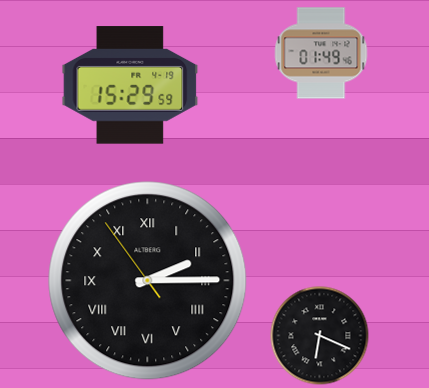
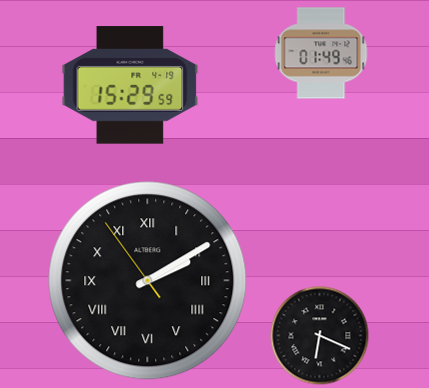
clock at (148, 281): 2:14 -> 2:09
